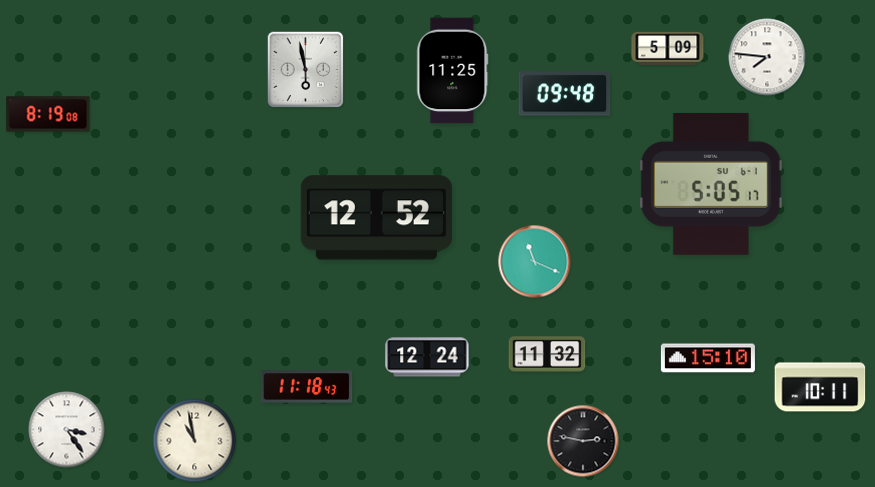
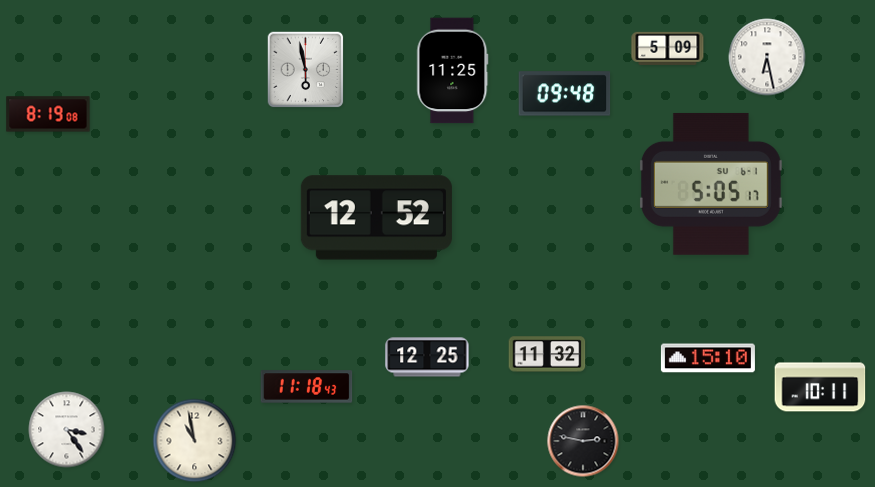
clock at (767, 57): 7:46 -> 6:28
clock at (535, 262): 11:19 -> none
clock at (427, 357): 12:24 -> 12:25
